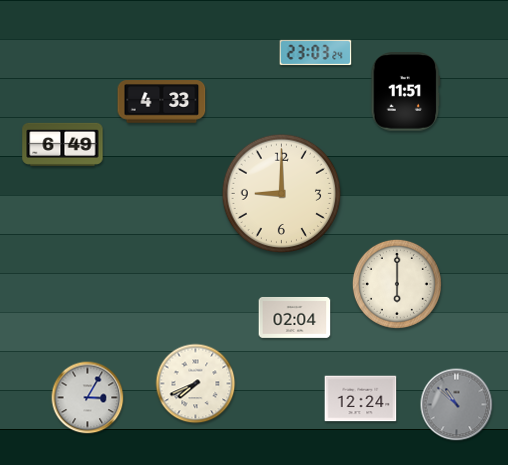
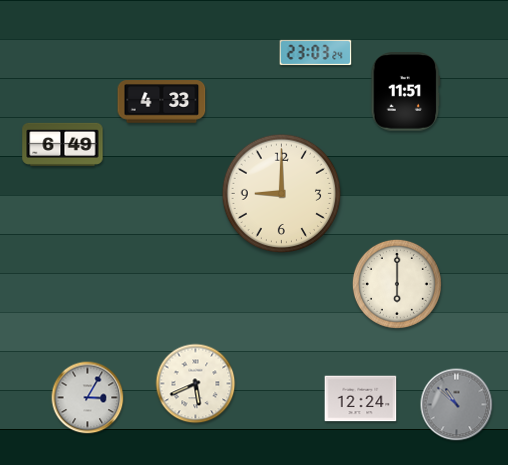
clock at (295, 317): 02:04 -> none
clock at (196, 384): 7:41 -> 5:41
